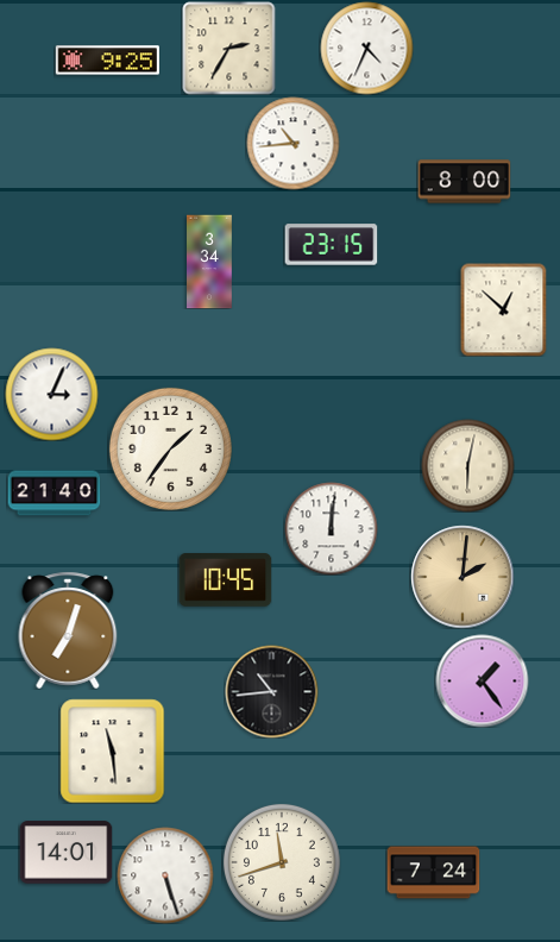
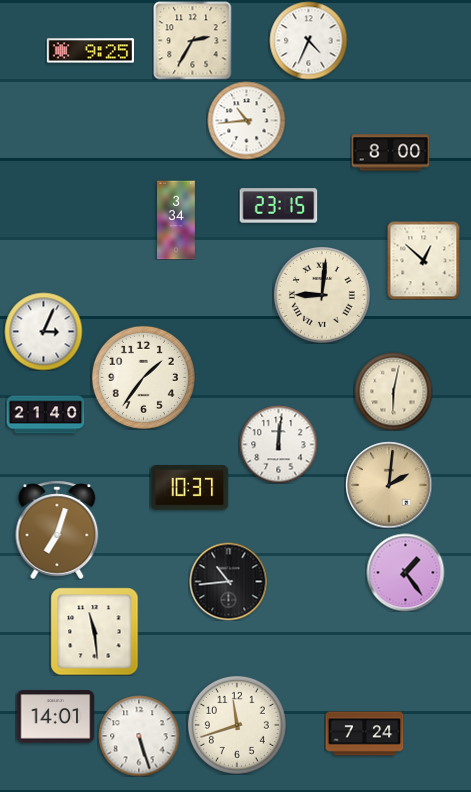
clock at (322, 295): none -> 9:01
clock at (225, 580): 10:45 -> 10:37
